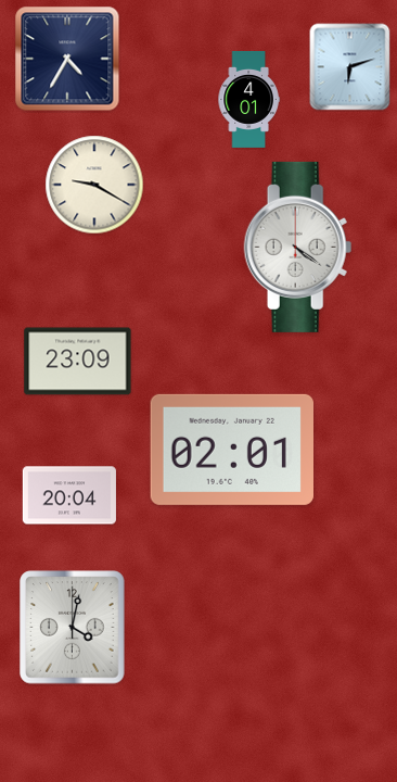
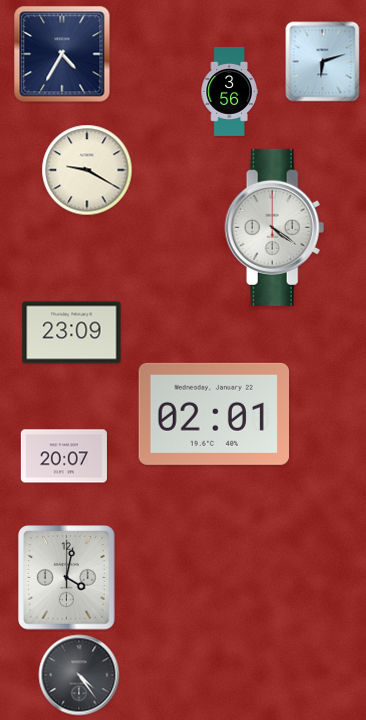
clock at (248, 99): 4:01 -> 3:56
clock at (69, 495): 20:04 -> 20:07
clock at (79, 675): none -> 4:24
